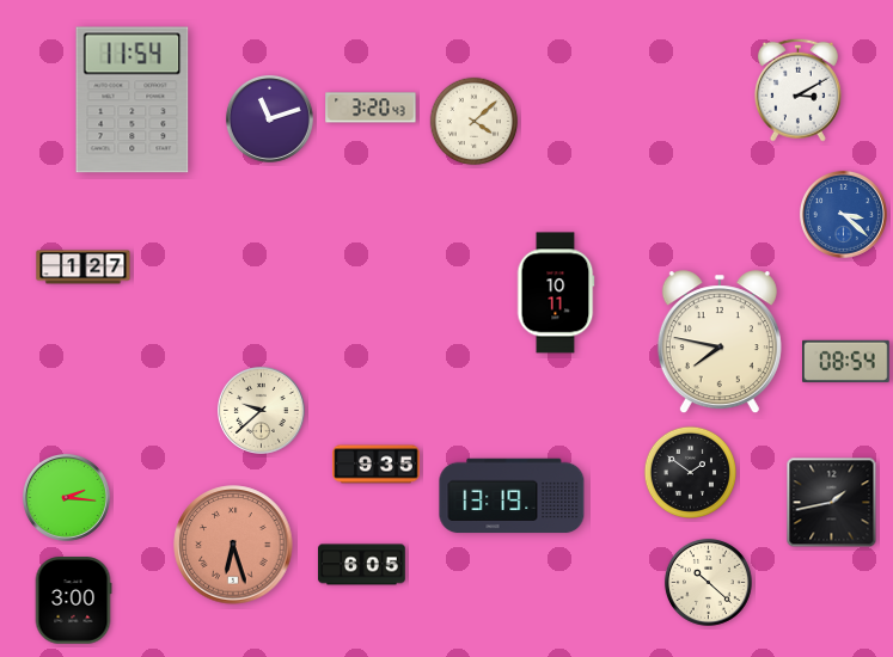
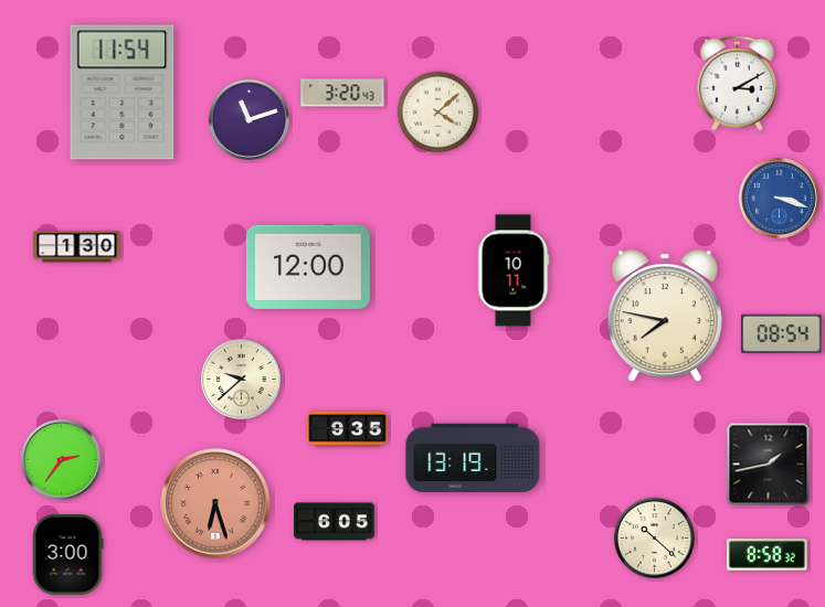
clock at (371, 108) position: (371, 108) -> (342, 93)
clock at (269, 118) position: (269, 118) -> (248, 119)
clock at (843, 214): 3:22 -> 3:18
clock at (84, 268): 1:27 -> 1:30
clock at (308, 267): none -> 12:00
clock at (690, 472): 1:51 -> none
clock at (66, 497): 2:16 -> 2:36
clock at (768, 555): none -> 8:58
